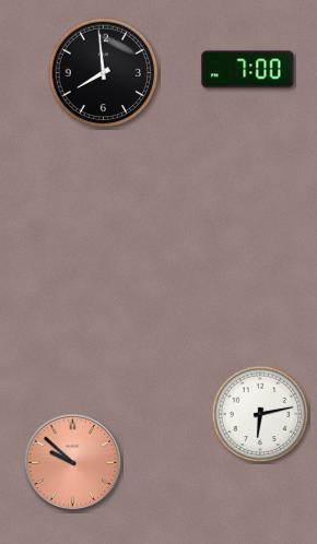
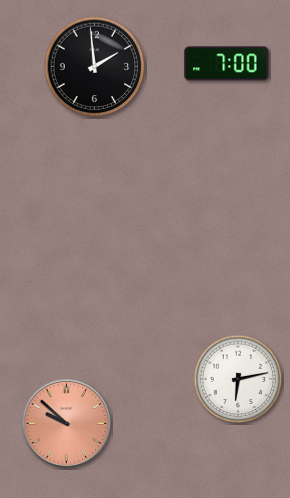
clock at (104, 73): 7:59 -> 1:59
